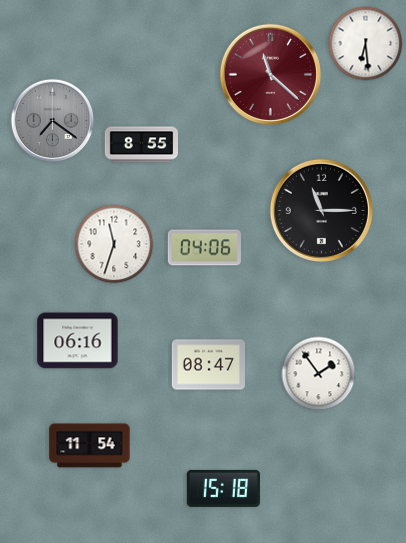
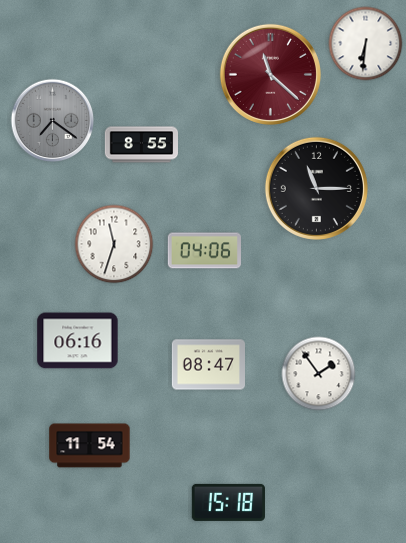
clock at (366, 44): 6:29 -> 6:31
clock at (321, 210) position: (321, 210) -> (316, 188)
clock at (204, 248) position: (204, 248) -> (204, 251)
clock at (223, 488) position: (223, 488) -> (228, 502)
